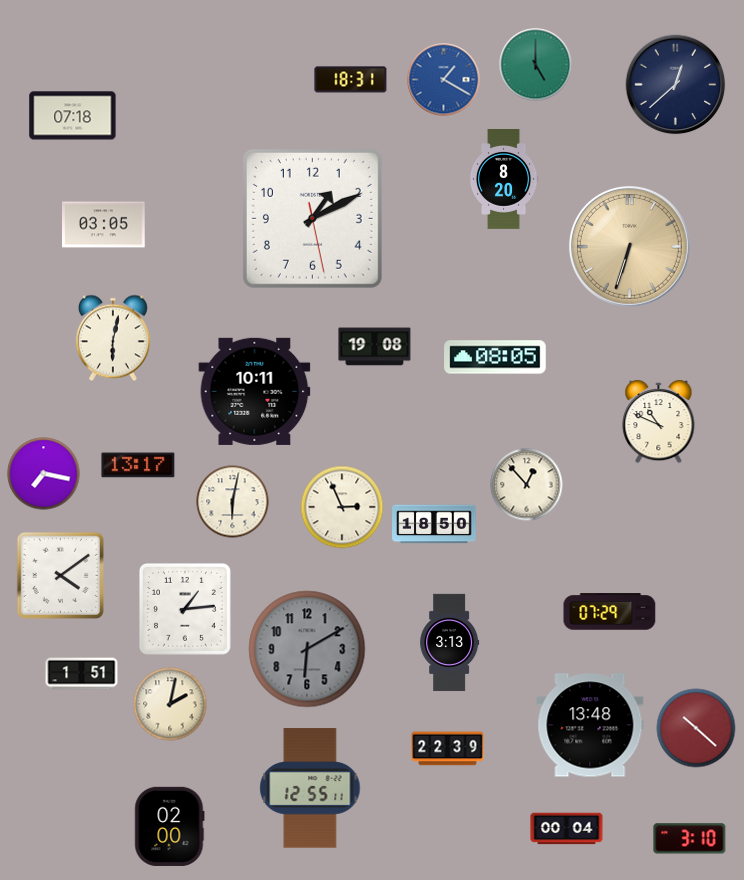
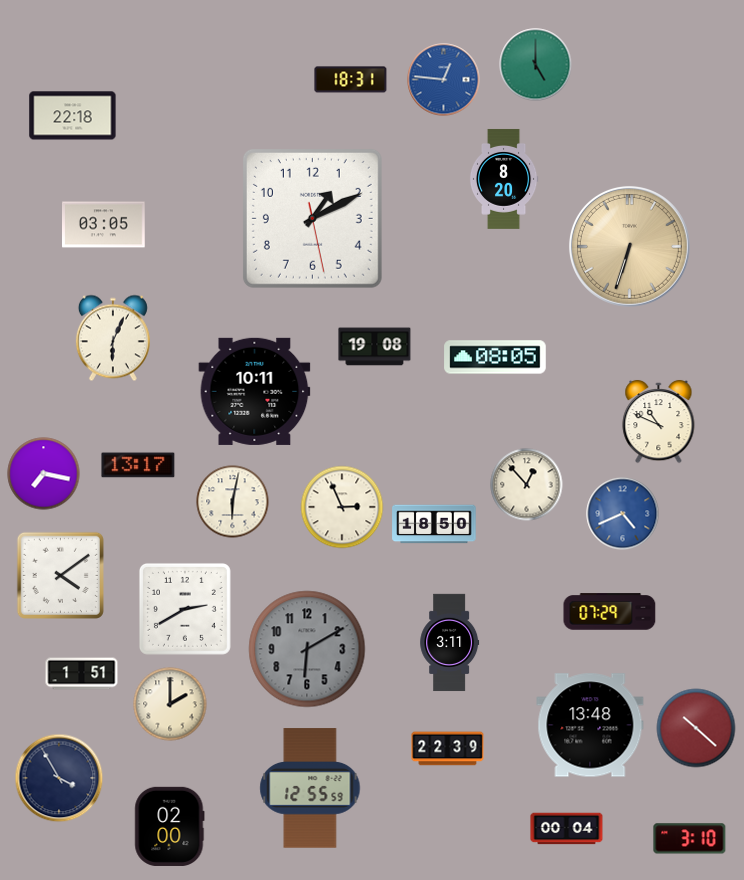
clock at (444, 80): 1:20 -> 12:46
clock at (676, 85): 12:38 -> none
clock at (73, 116): 07:18 -> 22:18
clock at (113, 338): 6:02 -> 6:04
clock at (623, 514): none -> 4:41
clock at (185, 609): 1:14 -> 2:40
clock at (450, 643): 3:13 -> 3:11
clock at (170, 704): 2:02 -> 2:00
clock at (59, 778): none -> 3:55
clock at (310, 788): 12:55:11 -> 12:55:59
